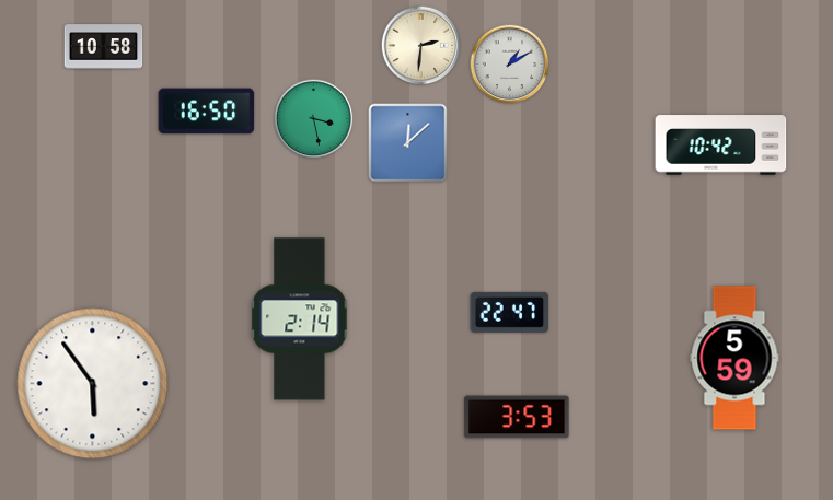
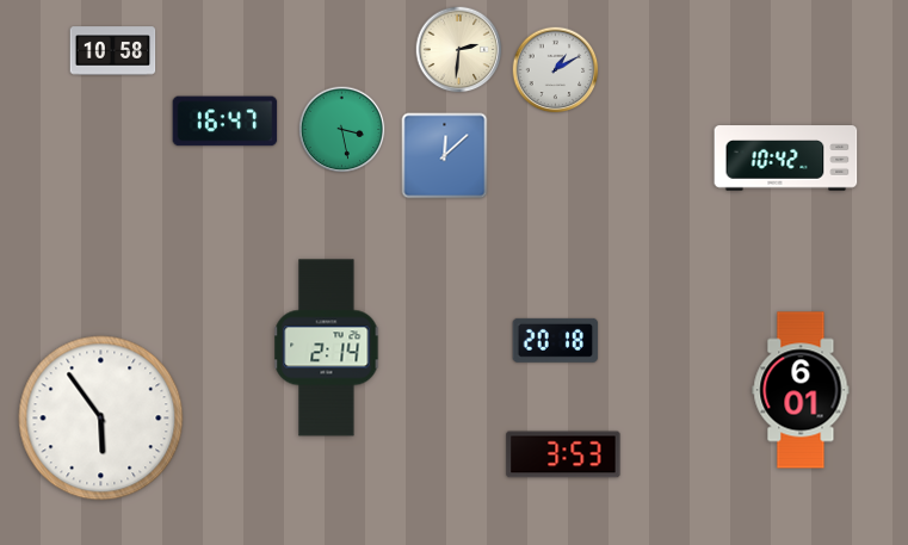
clock at (207, 112): 16:50 -> 16:47
clock at (510, 312): 22:47 -> 20:18
clock at (734, 358): 5:59 -> 6:01
